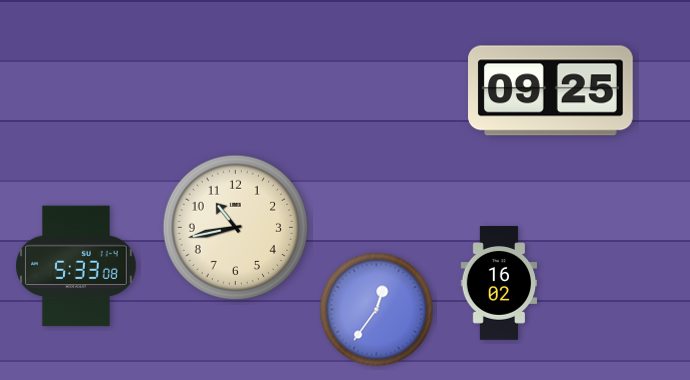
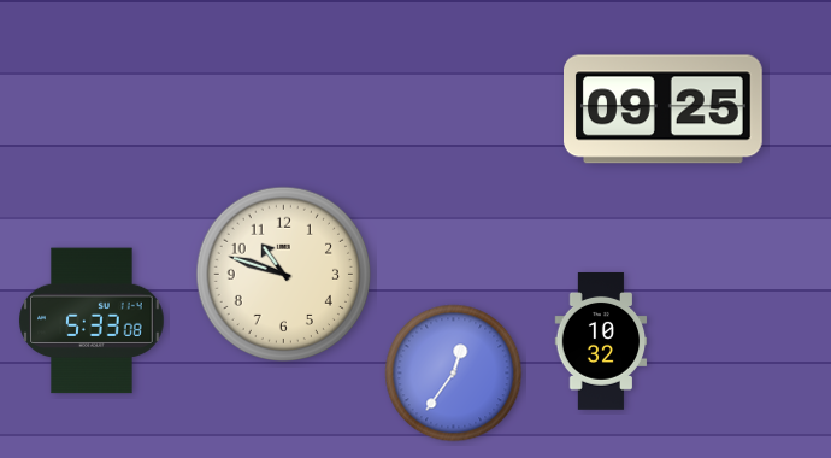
clock at (236, 228): 10:43 -> 10:48
clock at (499, 284): 16:02 -> 10:32
